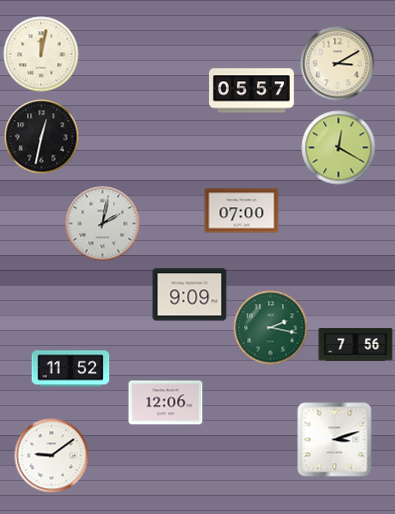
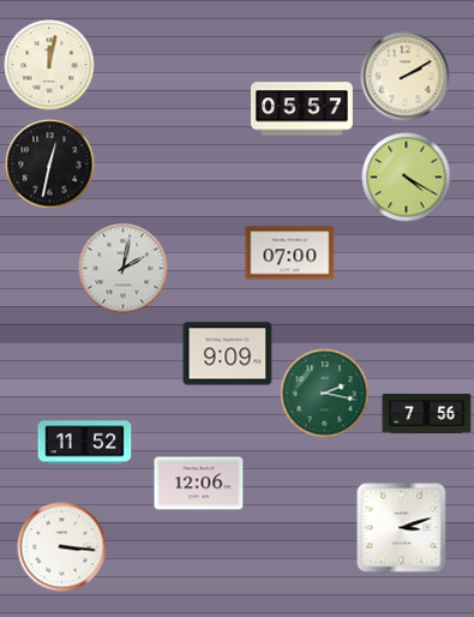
clock at (338, 64): 3:10 -> 2:10
clock at (339, 148): 12:20 -> 4:20
clock at (52, 456): 9:09 -> 3:16
